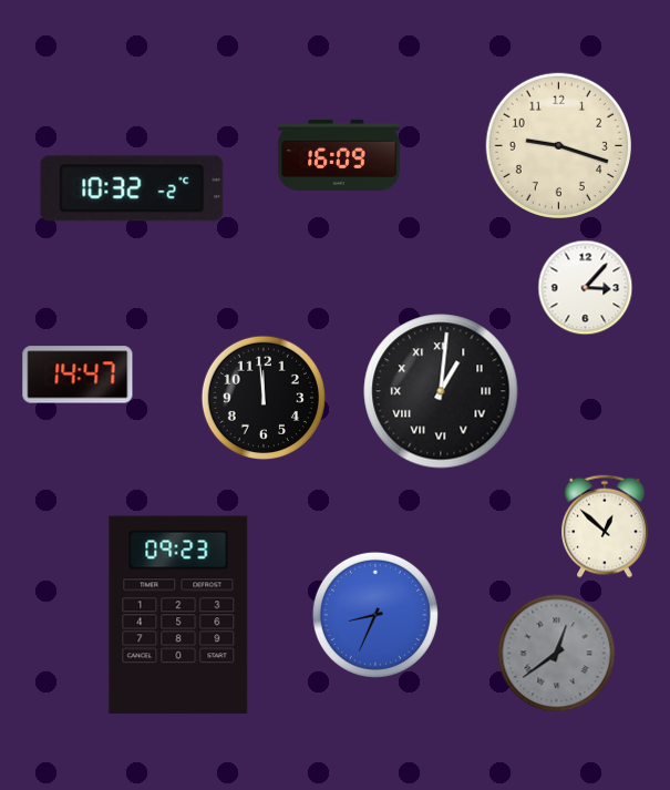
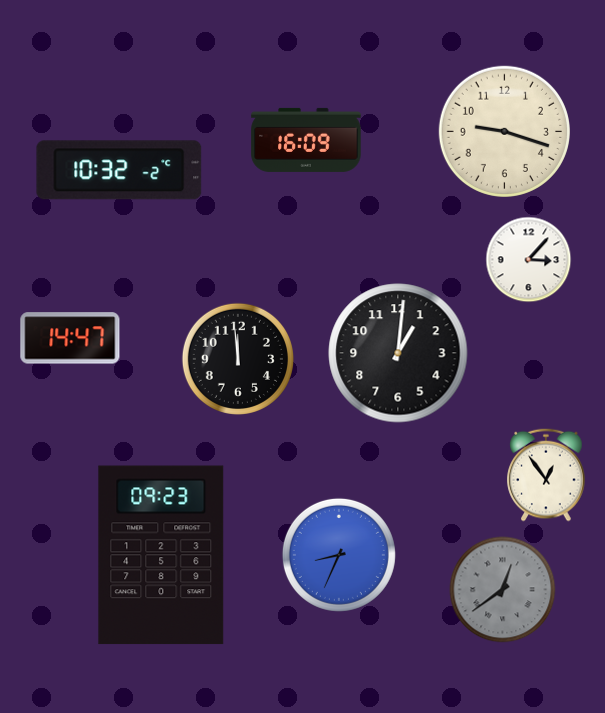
clock at (441, 391) numerals: Roman -> Arabic
clock at (605, 526): 12:52 -> 12:54
